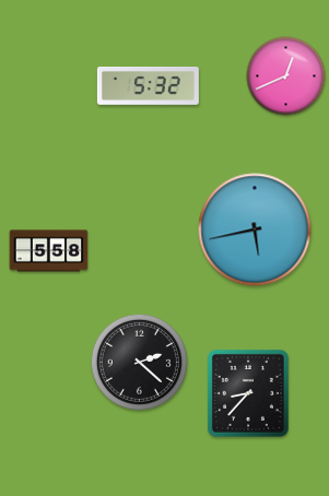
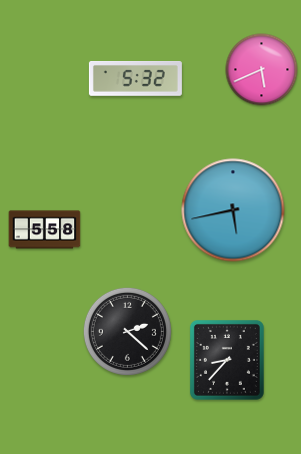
clock at (286, 76): 12:41 -> 5:41
